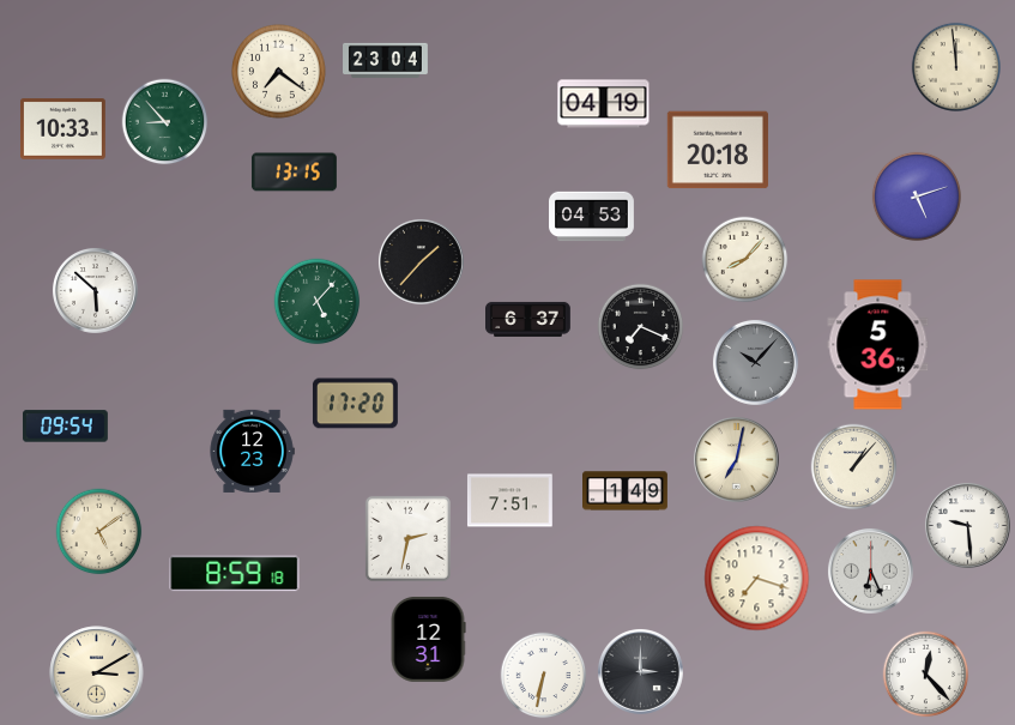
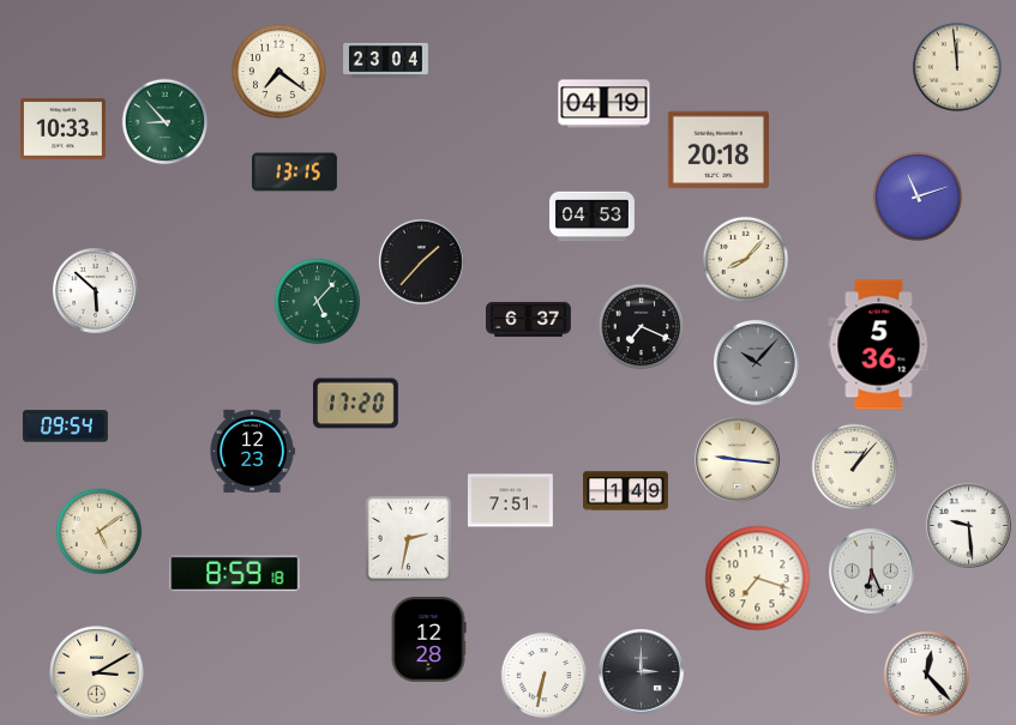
clock at (917, 197): 5:12 -> 11:12
clock at (736, 459): 7:02 -> 9:16
clock at (428, 639): 12:31 -> 12:28
